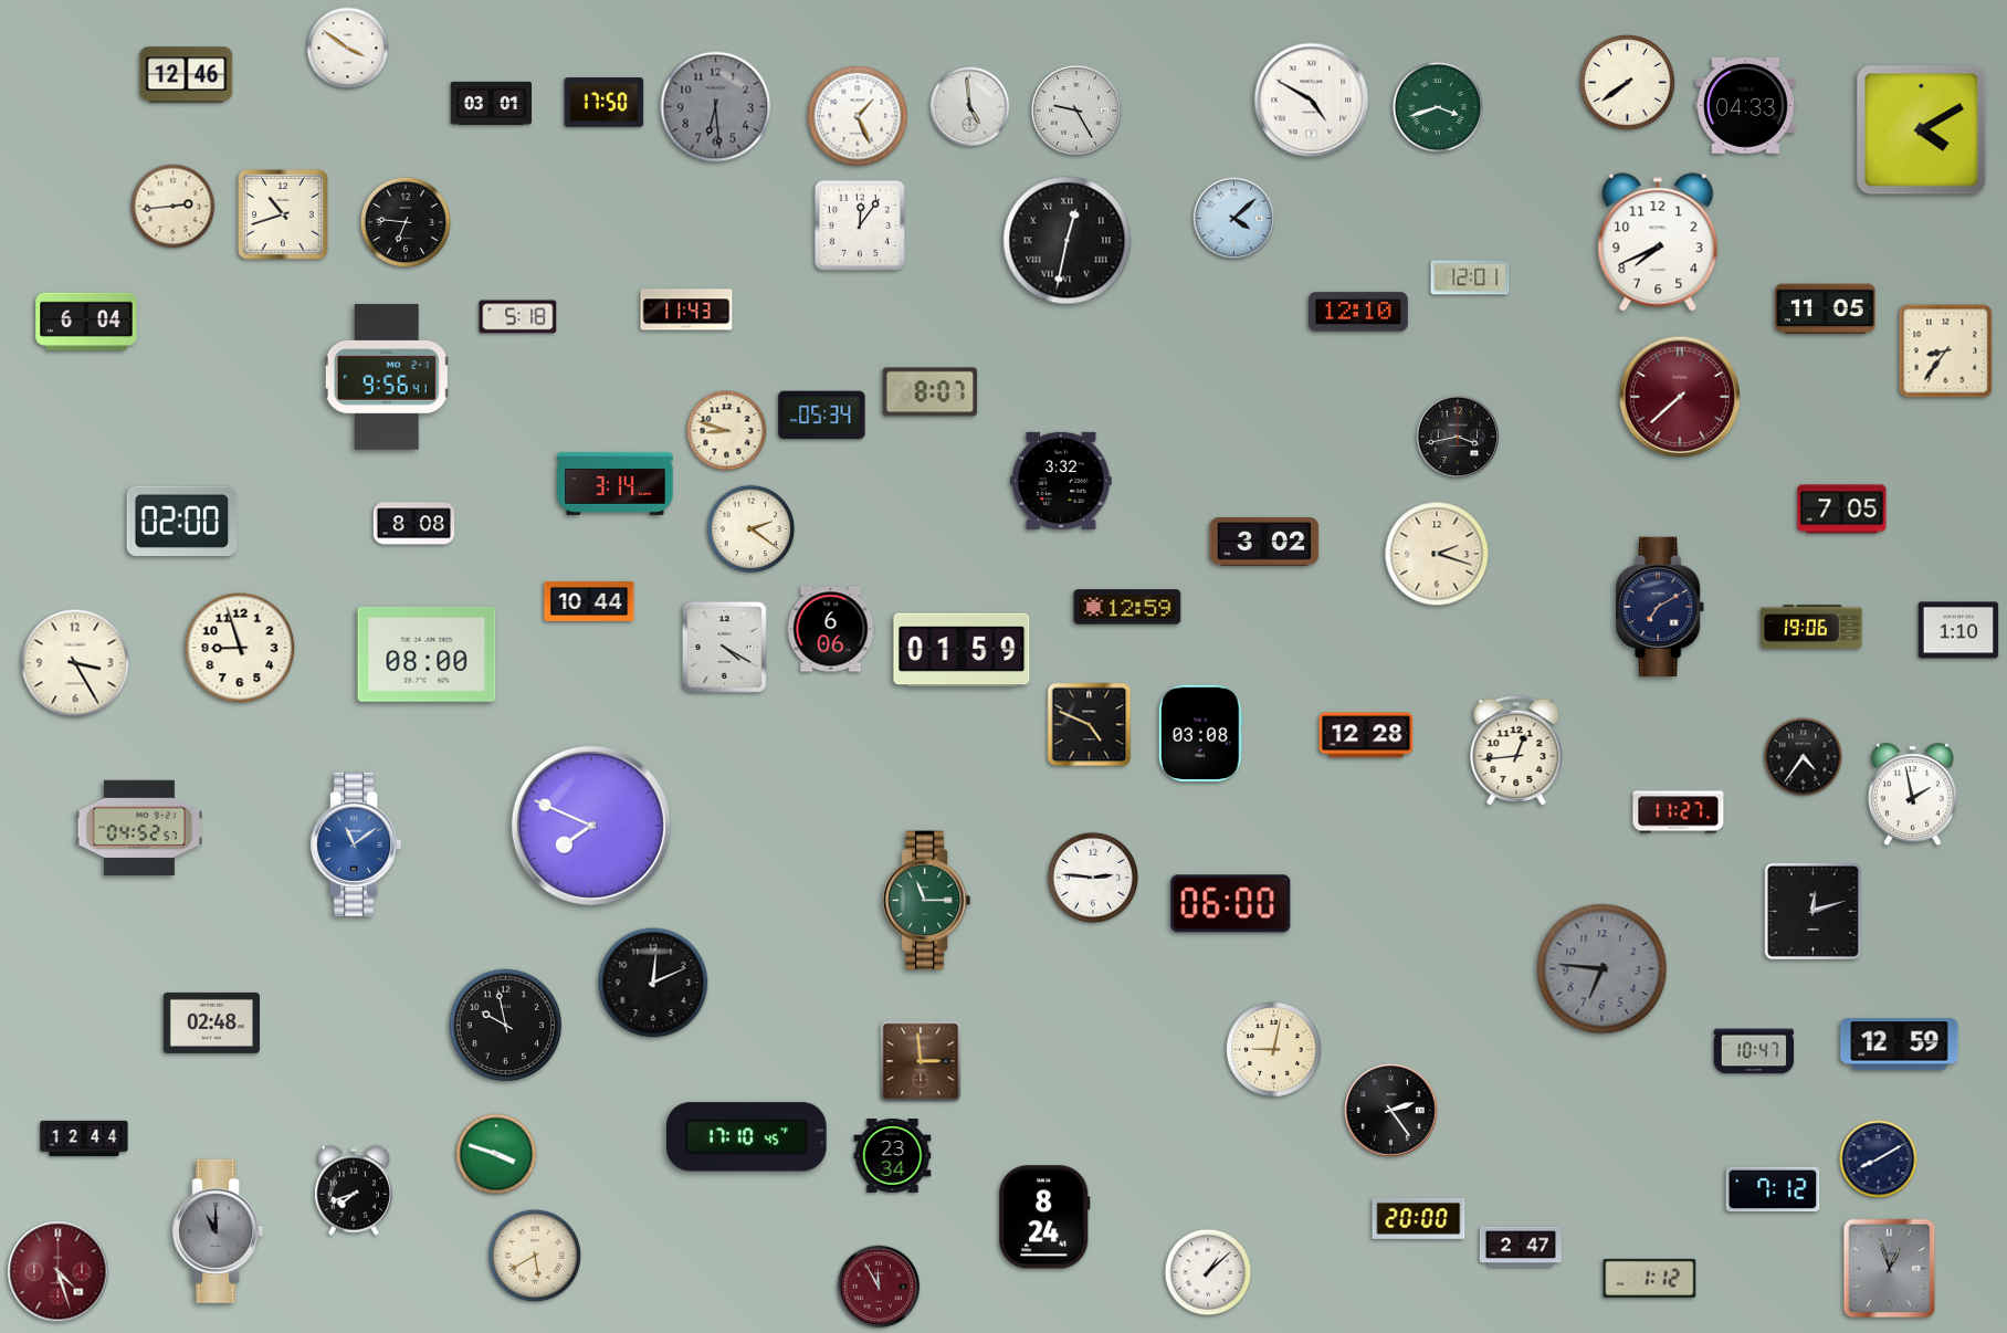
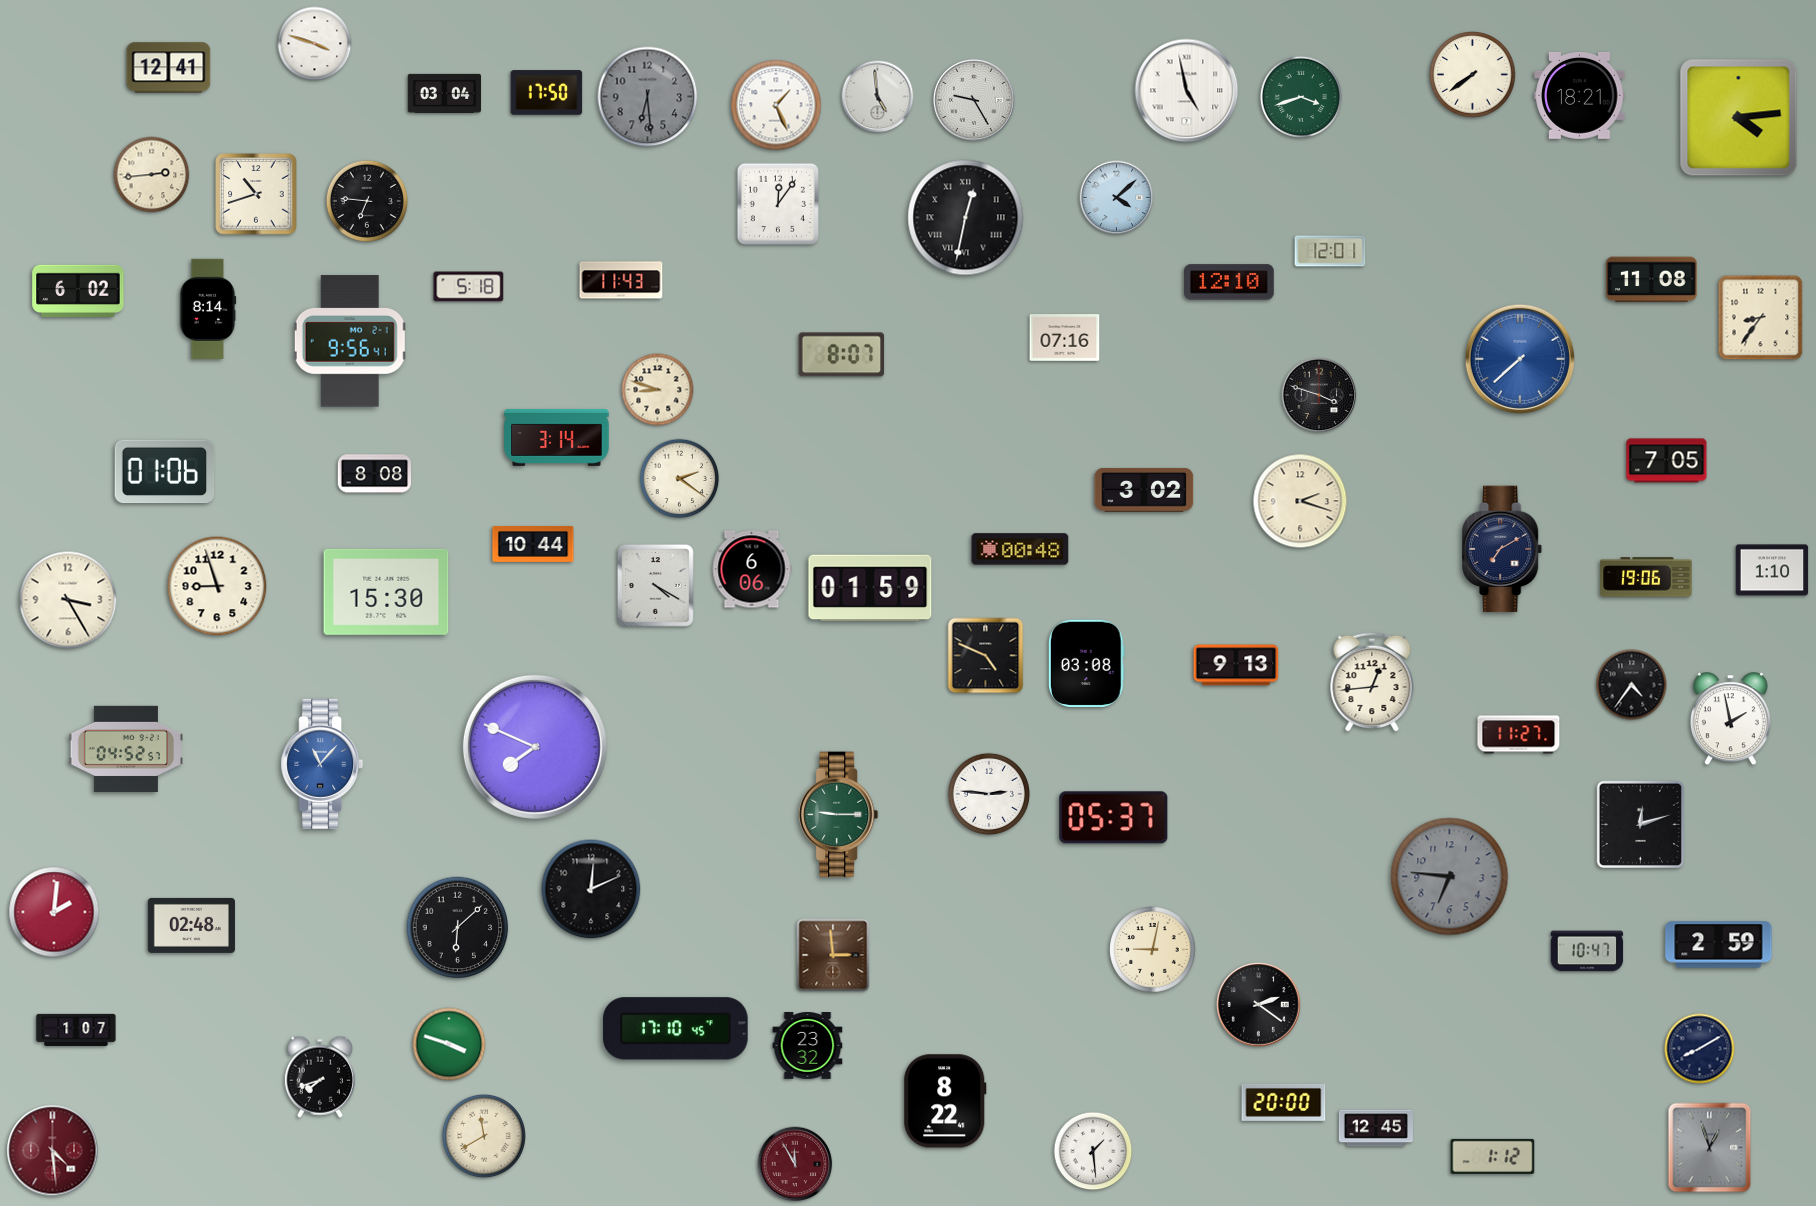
clock at (348, 49): 3:51 -> 3:48
clock at (187, 75): 12:46 -> 12:41
clock at (1312, 101): 4:50 -> 4:58
clock at (491, 103): 03:01 -> 03:04
clock at (1746, 105): 04:33 -> 18:21
clock at (1922, 130): 4:10 -> 4:14
clock at (174, 207) position: (174, 207) -> (152, 175)
clock at (1658, 242): 7:41 -> none
clock at (1826, 309): 11:05 -> 11:08
clock at (86, 321): 6:04 -> 6:02
clock at (208, 309): none -> 8:14
clock at (1065, 338): none -> 07:16
clock at (1680, 397) dial: burgundy -> blue
clock at (822, 416): 05:34 -> none
clock at (1458, 437): 3:43 -> 3:48
clock at (1061, 481): 3:32 -> none
clock at (182, 522): 02:00 -> 01:06
clock at (1127, 607): 12:59 -> 00:48
clock at (1811, 627) position: (1811, 627) -> (1646, 577)
clock at (427, 654): 08:00 -> 15:30
clock at (1366, 735): 12:28 -> 9:13
clock at (1516, 751) position: (1516, 751) -> (1372, 682)
clock at (356, 844): 11:09 -> 11:07
clock at (927, 901): 11:15 -> 9:15
clock at (1231, 904): 06:00 -> 05:37
clock at (54, 912): none -> 2:01
clock at (506, 1026): 9:58 -> 6:08
clock at (1900, 1045): 12:59 -> 2:59
clock at (921, 1061) position: (921, 1061) -> (833, 955)
clock at (1391, 1111): 2:24 -> 2:21
clock at (84, 1138): 12:44 -> 1:07
clock at (893, 1156): 23:34 -> 23:32
clock at (1773, 1189): 7:12 -> none
clock at (1045, 1217): 8:24 -> 8:22
clock at (218, 1231): 11:00 -> none
clock at (1521, 1247): 2:47 -> 12:45
clock at (535, 1256): 5:40 -> 11:40
clock at (59, 1272): 4:27 -> 4:29
clock at (1208, 1272): 1:08 -> 1:29
